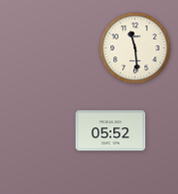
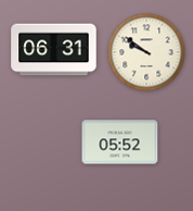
clock at (54, 50): none -> 06:31
clock at (135, 48): 11:29 -> 9:51
